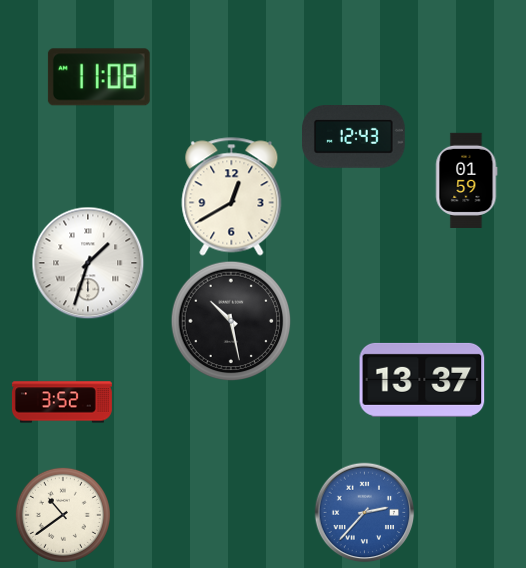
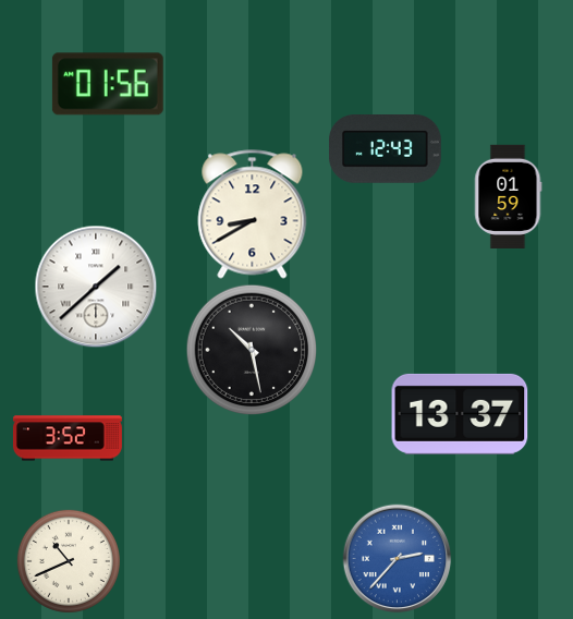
clock at (99, 77): 11:08 -> 01:56
clock at (232, 197): 12:40 -> 8:40
clock at (88, 263): 1:33 -> 1:38
clock at (63, 515): 10:39 -> 10:41
